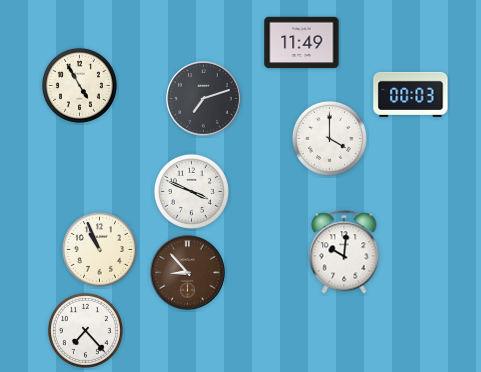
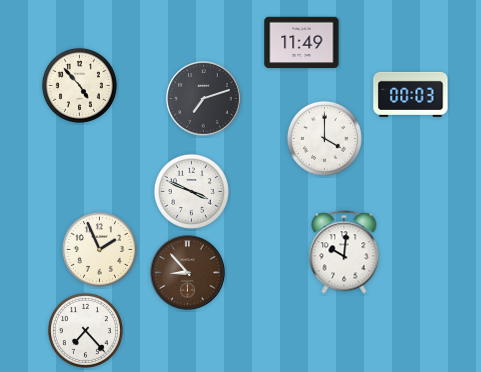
clock at (79, 85): 4:55 -> 4:53
clock at (329, 138) position: (329, 138) -> (324, 138)
clock at (99, 249): 10:56 -> 1:56
